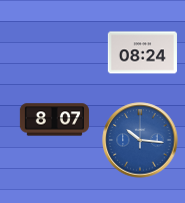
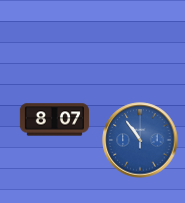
clock at (142, 53): 08:24 -> none
clock at (140, 140): 10:16 -> 10:54
